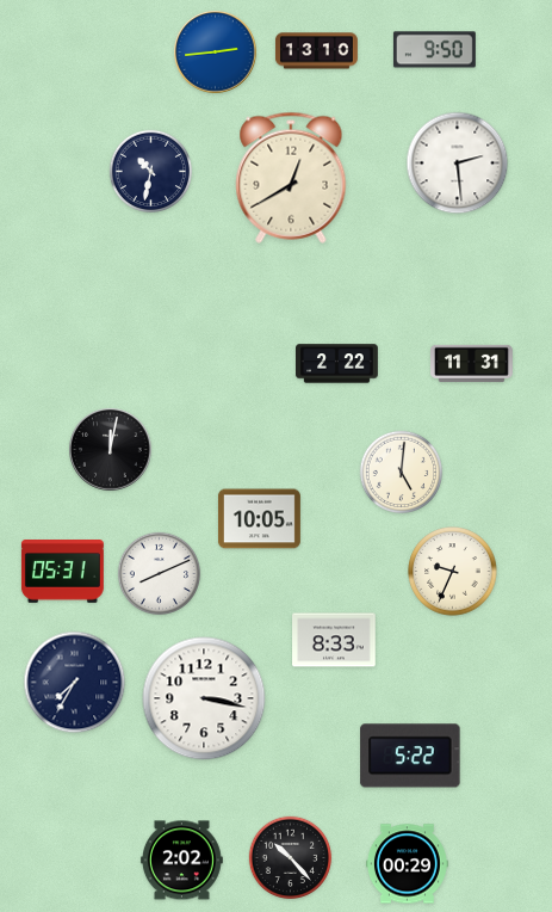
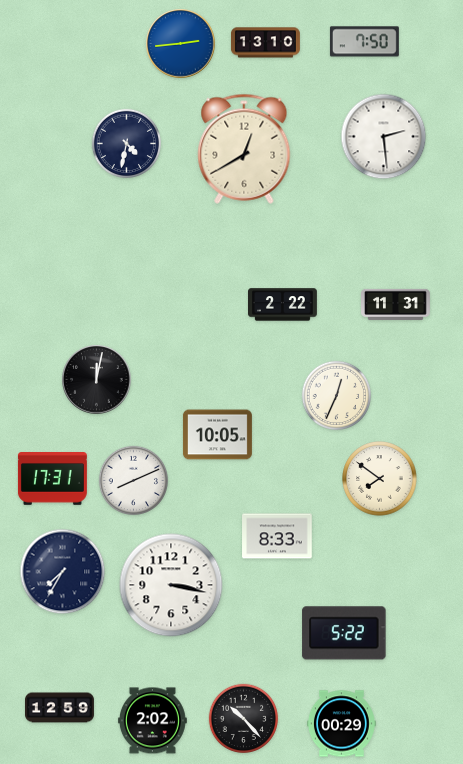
clock at (434, 50): 9:50 -> 7:50
clock at (151, 172): 10:32 -> 4:32
clock at (111, 450) position: (111, 450) -> (97, 380)
clock at (402, 473): 5:01 -> 12:34
clock at (62, 572): 05:31 -> 17:31
clock at (453, 572): 9:34 -> 7:51
clock at (334, 640) position: (334, 640) -> (277, 536)
clock at (60, 708): none -> 12:59
